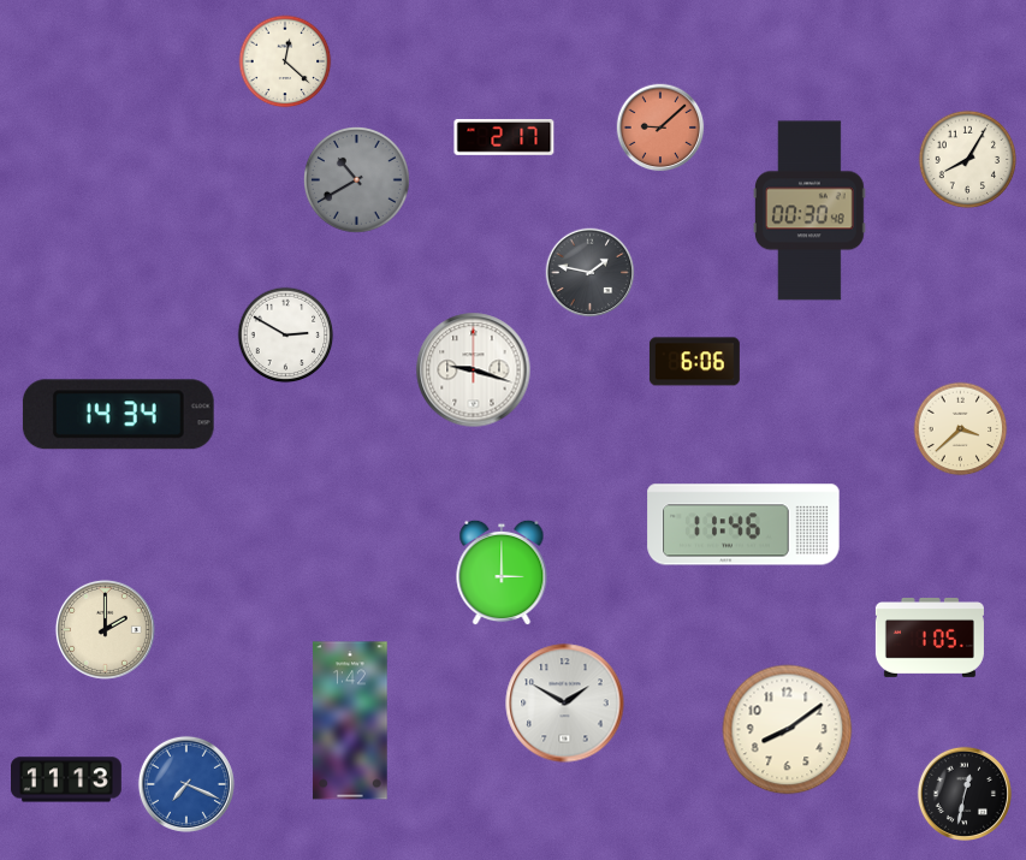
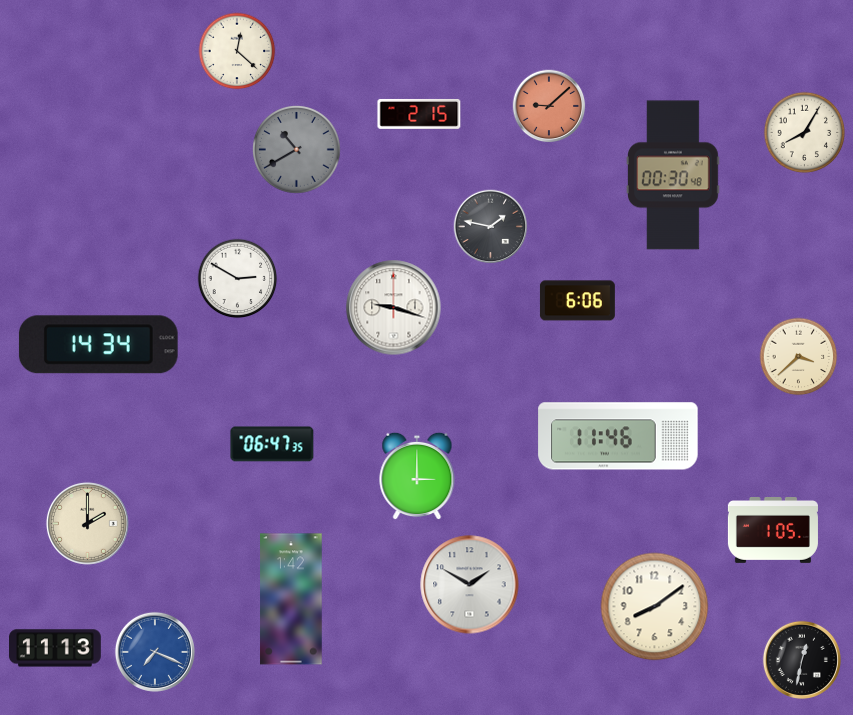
clock at (504, 137): 2:17 -> 2:15
clock at (272, 444): none -> 06:47
